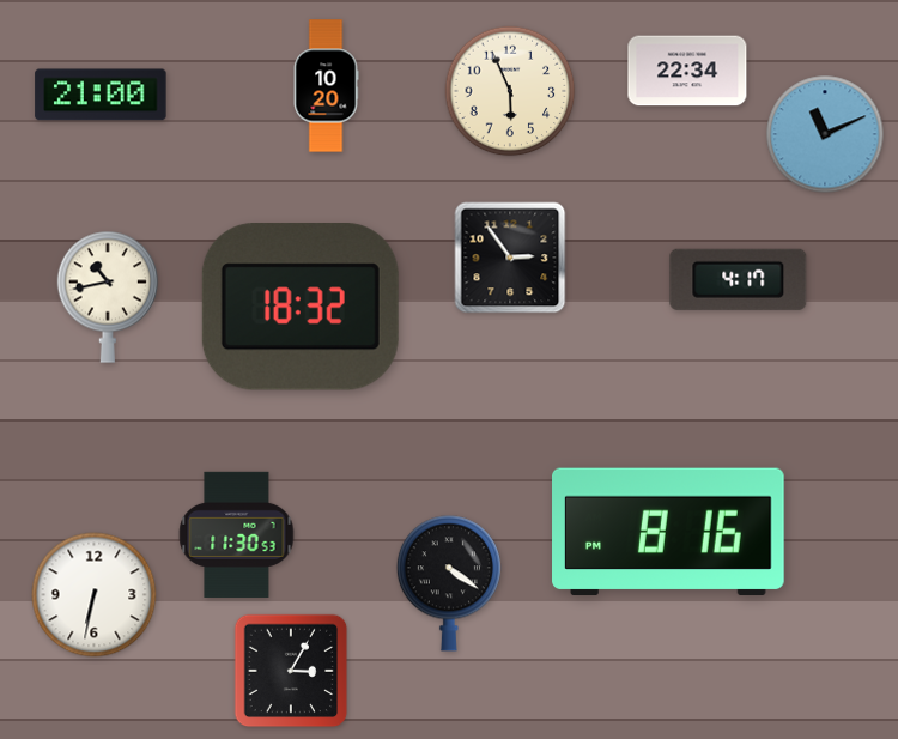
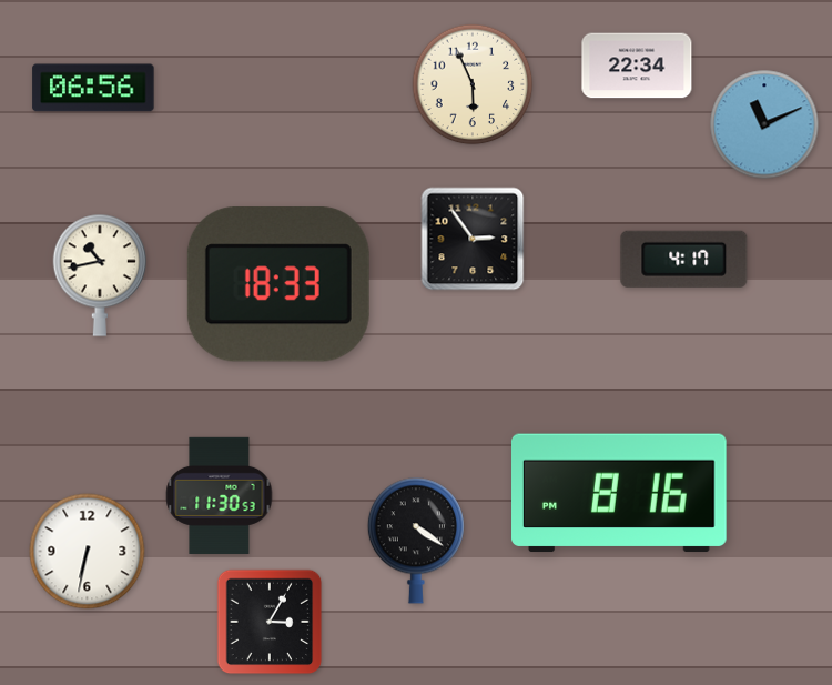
clock at (326, 86): 10:20 -> none
clock at (101, 95): 21:00 -> 06:56
clock at (301, 307): 18:32 -> 18:33
